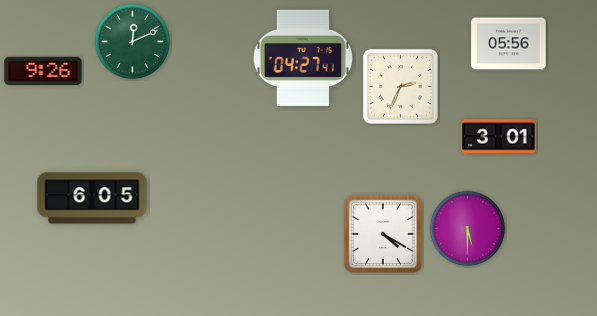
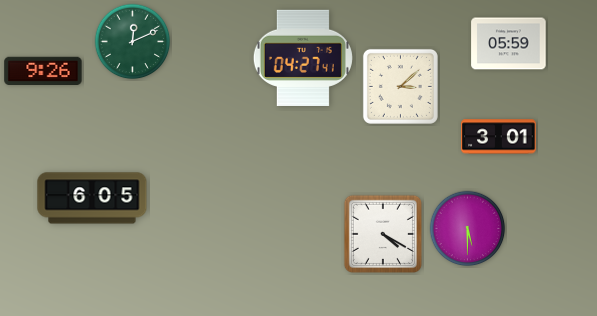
clock at (509, 44): 05:56 -> 05:59
clock at (400, 86): 2:34 -> 3:08
